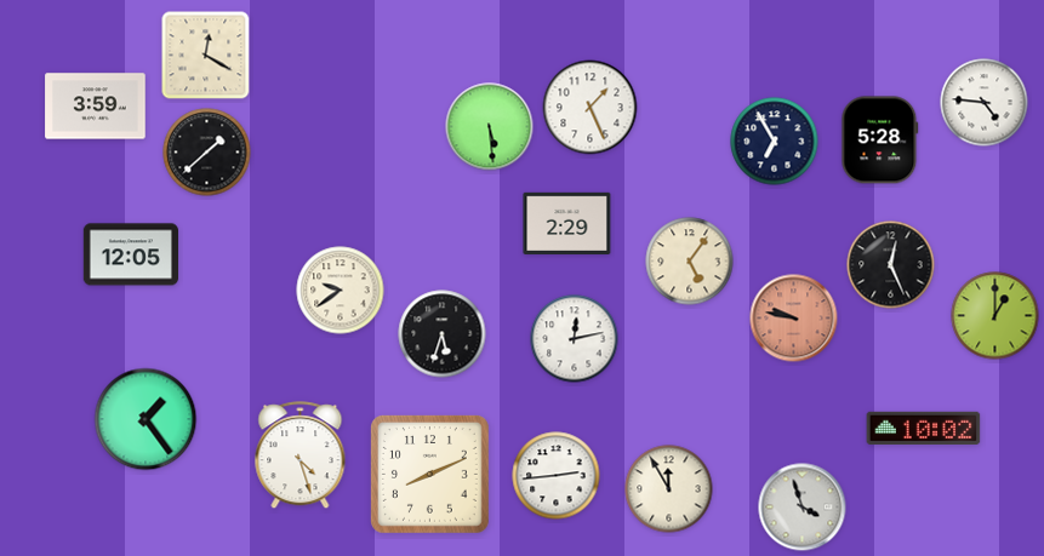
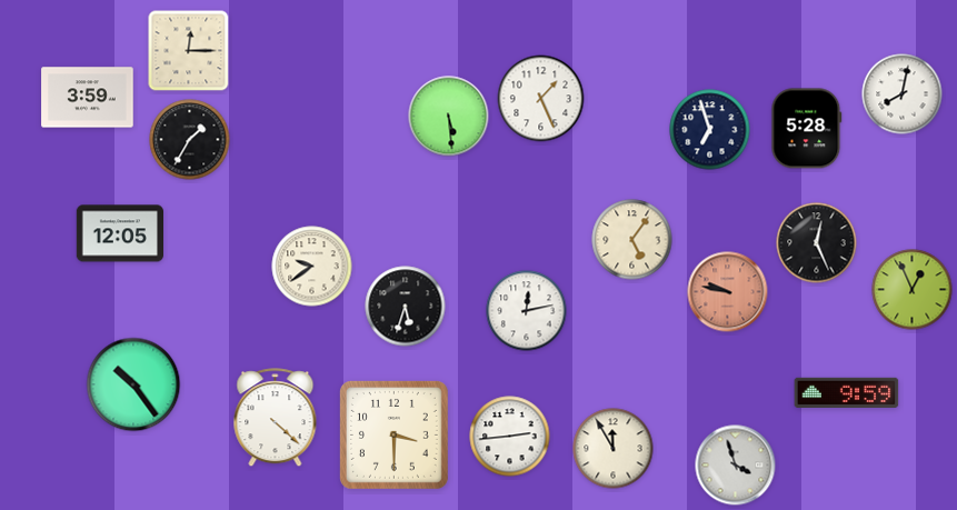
clock at (206, 56): 12:20 -> 12:15
clock at (985, 103): 4:46 -> 8:02
clock at (775, 142): 6:55 -> 6:57
clock at (207, 153): 1:38 -> 1:35
clock at (567, 223): 2:29 -> none
clock at (995, 316): 1:00 -> 12:56
clock at (146, 419): 1:24 -> 10:24
clock at (924, 428): 10:02 -> 9:59
clock at (301, 455): 4:27 -> 4:22
clock at (429, 474): 8:11 -> 3:30
